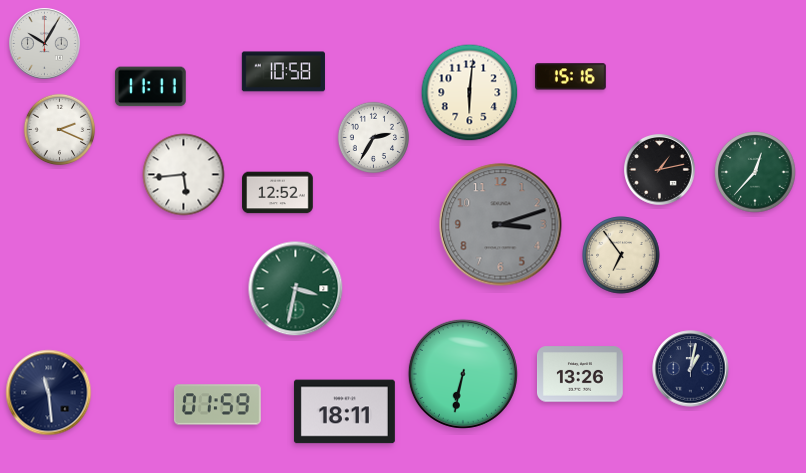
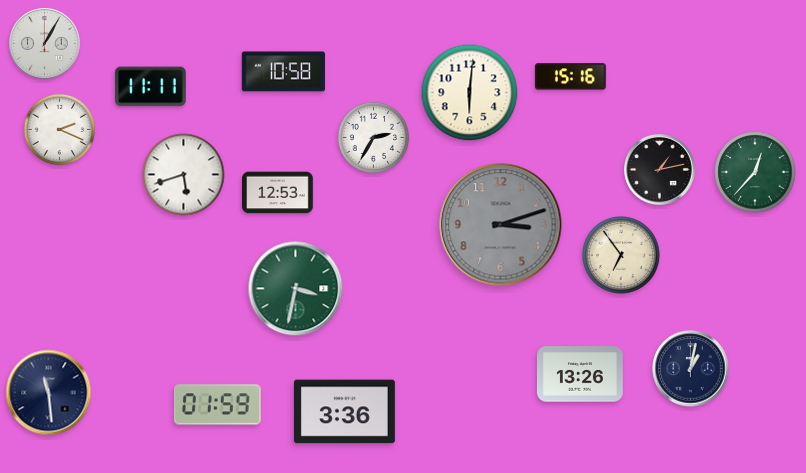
clock at (45, 44): 10:05 -> 1:05
clock at (184, 175): 5:44 -> 5:42
clock at (278, 193): 12:52 -> 12:53
clock at (463, 374): 6:32 -> none
clock at (344, 412): 18:11 -> 3:36
